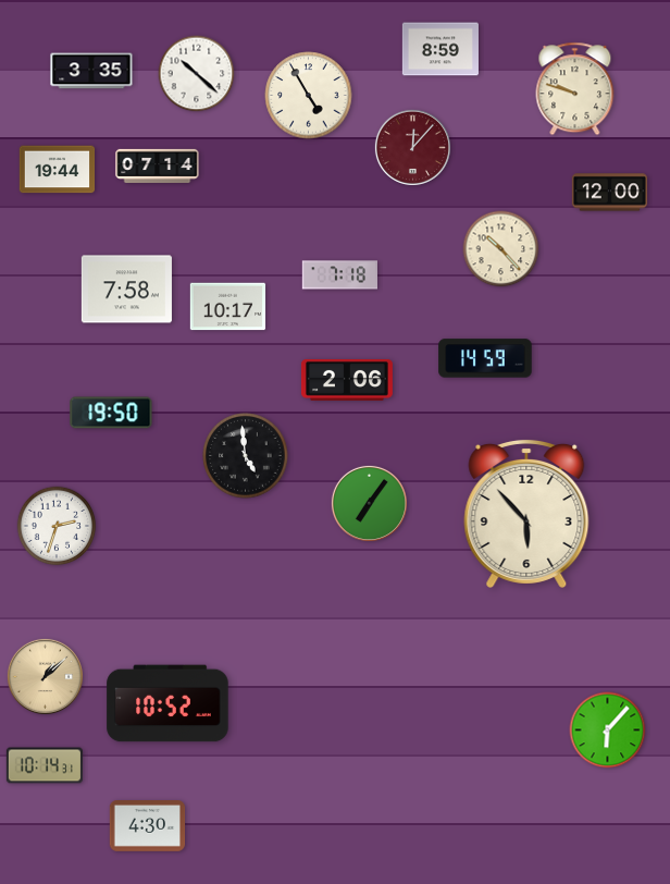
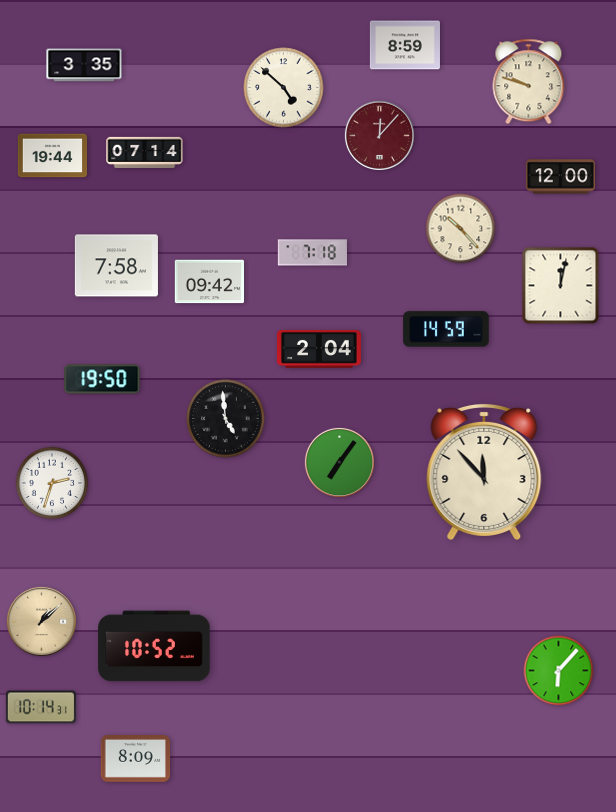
clock at (197, 74): 10:22 -> none
clock at (309, 96): 4:55 -> 4:52
clock at (228, 307): 10:17 -> 09:42
clock at (561, 286): none -> 12:02
clock at (347, 380): 2:06 -> 2:04
clock at (526, 513): 5:53 -> 11:53
clock at (45, 765) position: (45, 765) -> (41, 707)
clock at (148, 826): 4:30 -> 8:09
